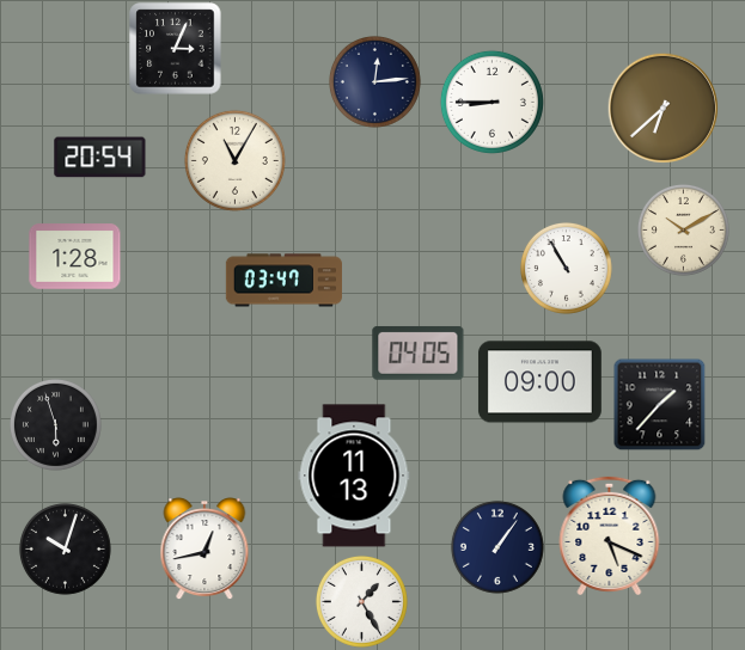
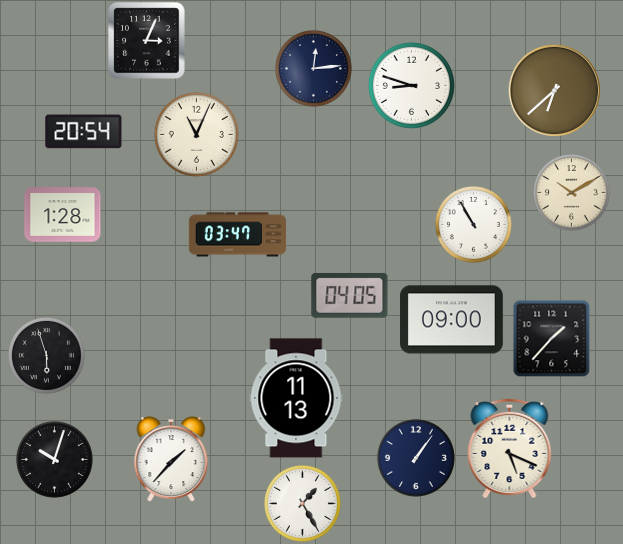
clock at (491, 102): 8:45 -> 8:48
clock at (234, 160): 11:05 -> 11:04
clock at (204, 548): 12:43 -> 1:37
